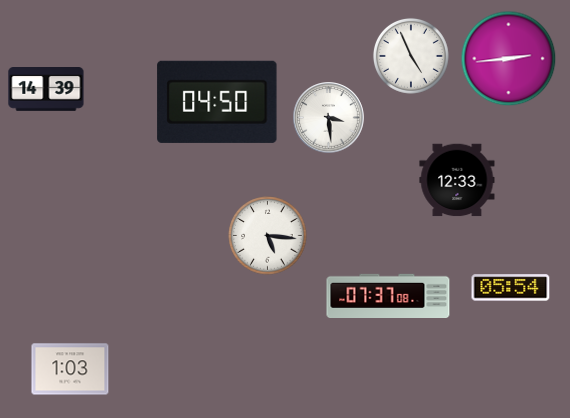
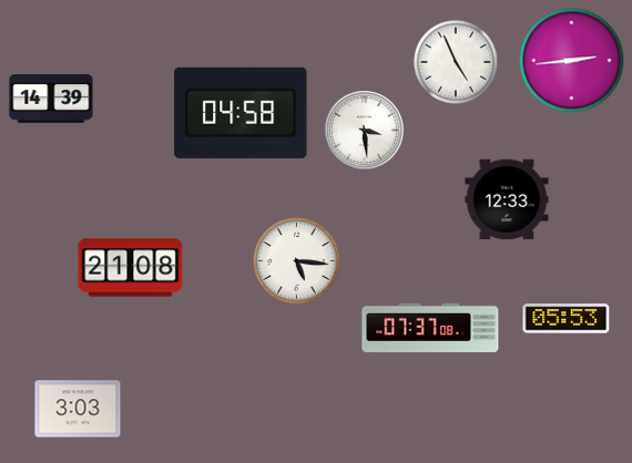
clock at (509, 59) position: (509, 59) -> (572, 61)
clock at (217, 102): 04:50 -> 04:58
clock at (131, 268): none -> 21:08
clock at (511, 288): 05:54 -> 05:53
clock at (70, 369): 1:03 -> 3:03
